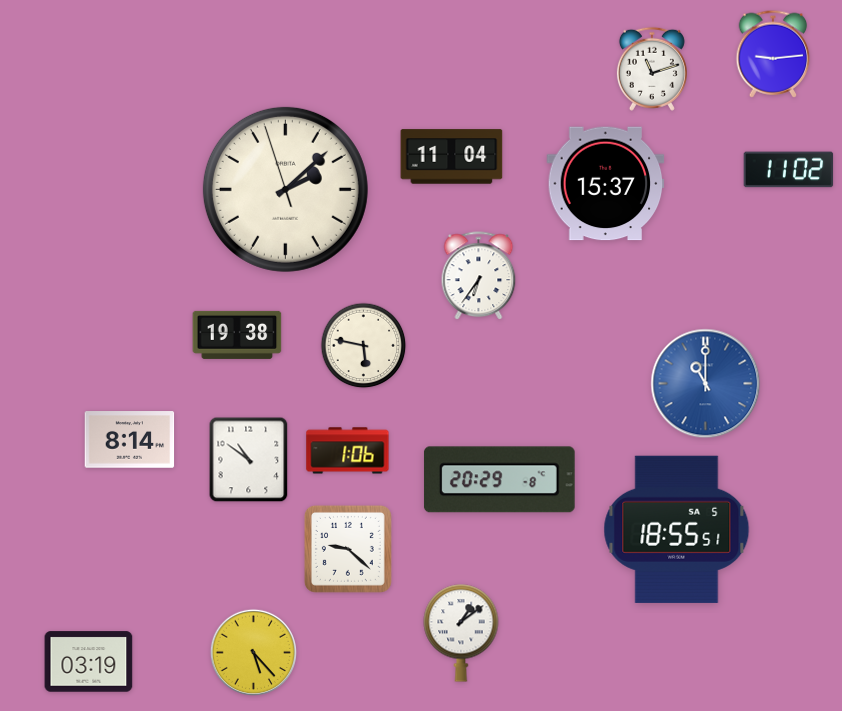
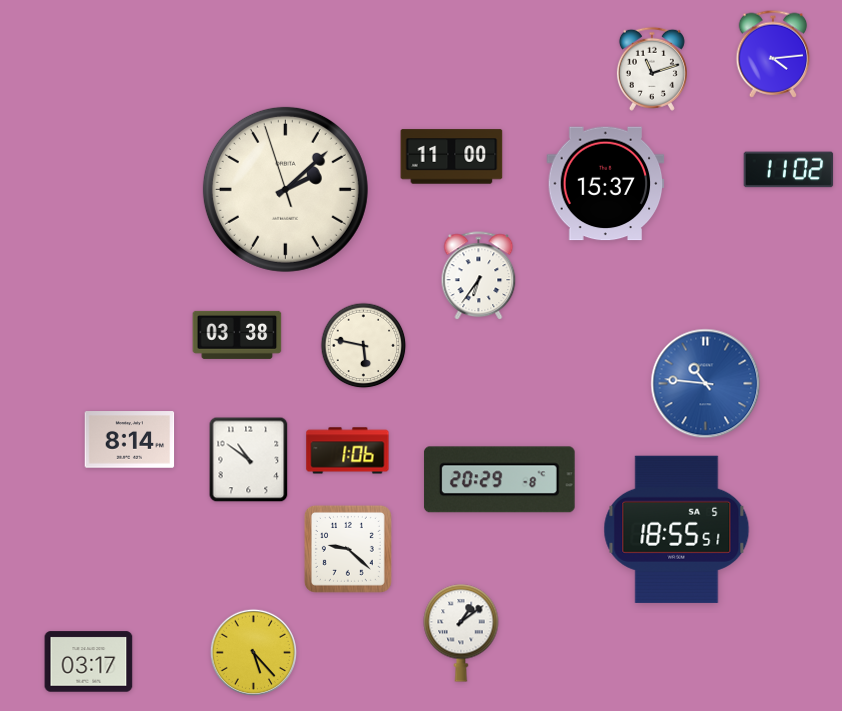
clock at (773, 54): 9:14 -> 4:14
clock at (452, 157): 11:04 -> 11:00
clock at (237, 335): 19:38 -> 03:38
clock at (706, 384): 11:00 -> 10:46
clock at (89, 662): 03:19 -> 03:17
